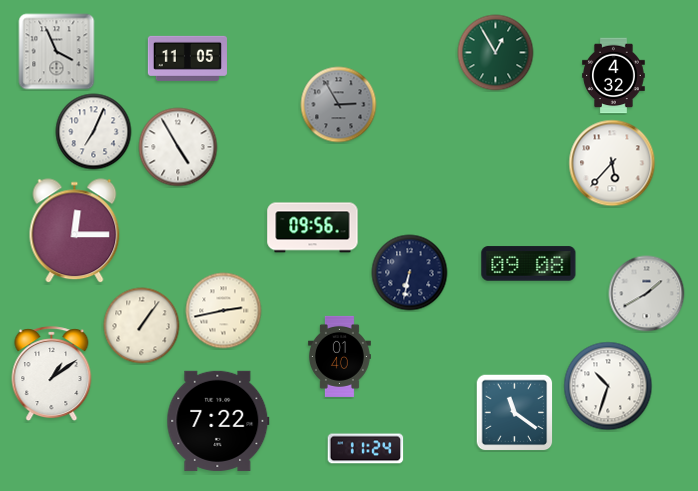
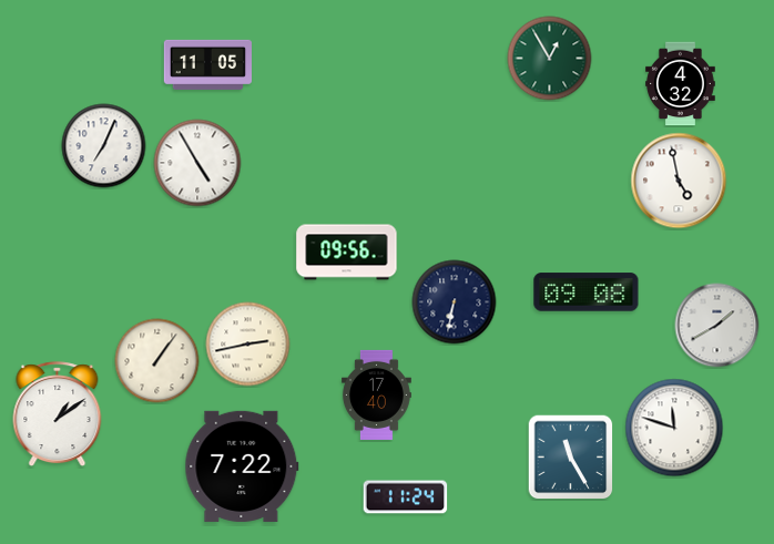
clock at (57, 52): 3:56 -> none
clock at (339, 105): 2:55 -> none
clock at (612, 163): 5:37 -> 4:58
clock at (75, 231): 12:15 -> none
clock at (339, 356): 01:40 -> 17:40
clock at (608, 386): 10:33 -> 11:48
clock at (514, 412): 11:21 -> 11:25
